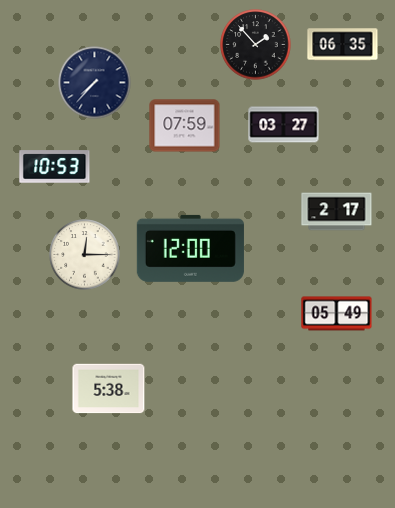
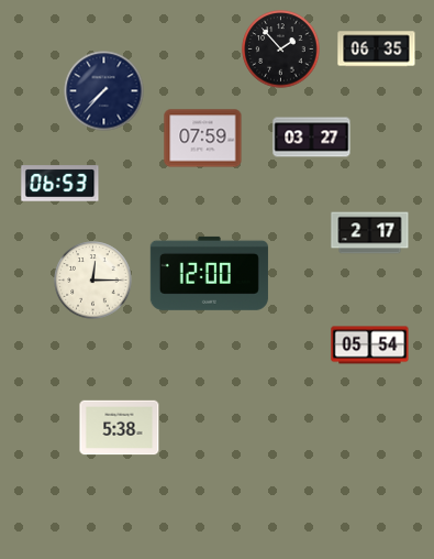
clock at (55, 167): 10:53 -> 06:53
clock at (337, 314): 05:49 -> 05:54
